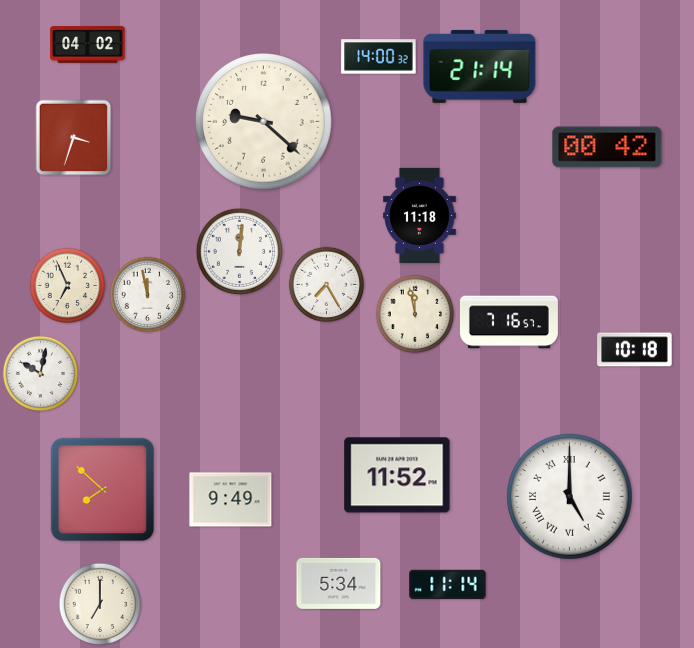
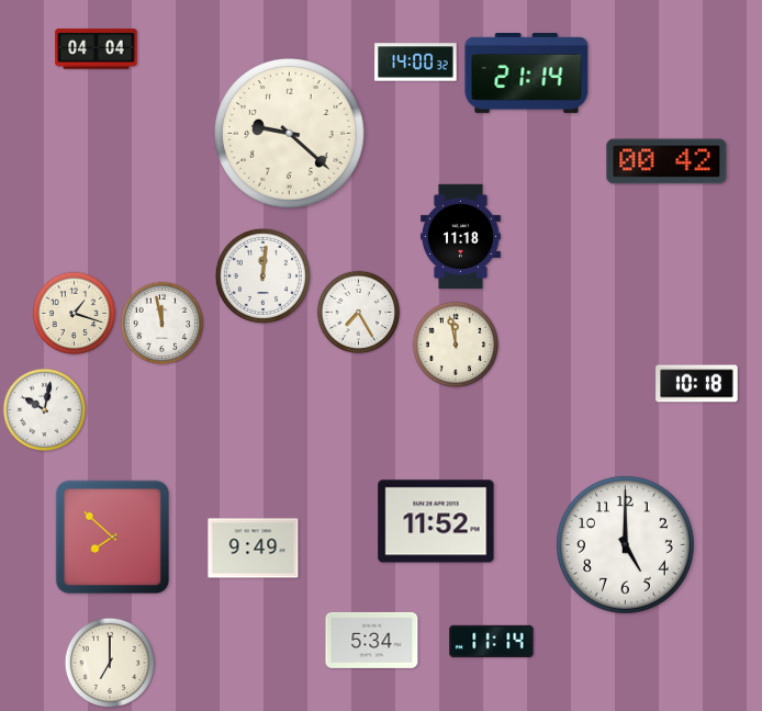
clock at (88, 45): 04:02 -> 04:04
clock at (74, 138): 3:33 -> none
clock at (68, 286): 6:56 -> 1:18
clock at (509, 322): 7:16 -> none
clock at (570, 497) numerals: Roman -> Arabic
